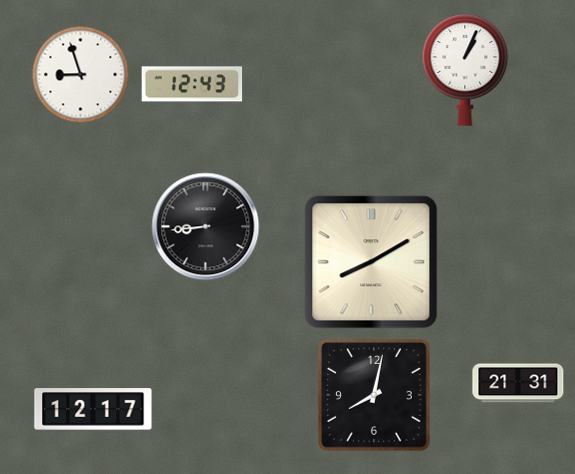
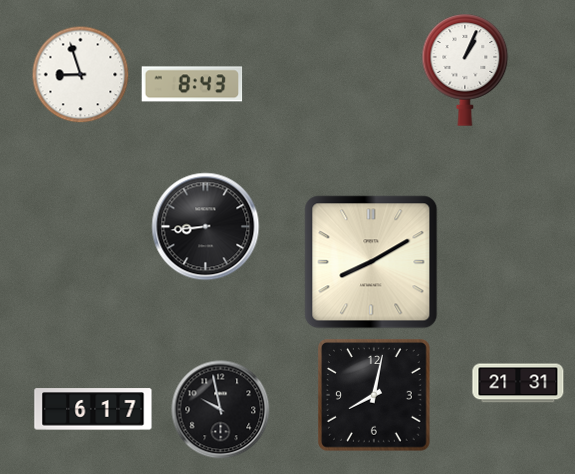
clock at (192, 84): 12:43 -> 8:43
clock at (93, 409): 12:17 -> 6:17
clock at (221, 410): none -> 9:58
